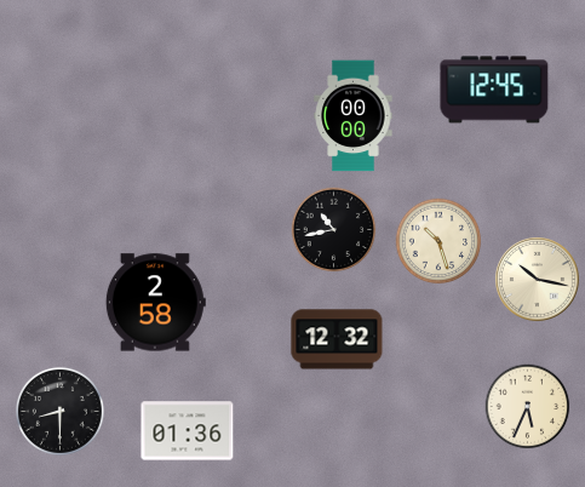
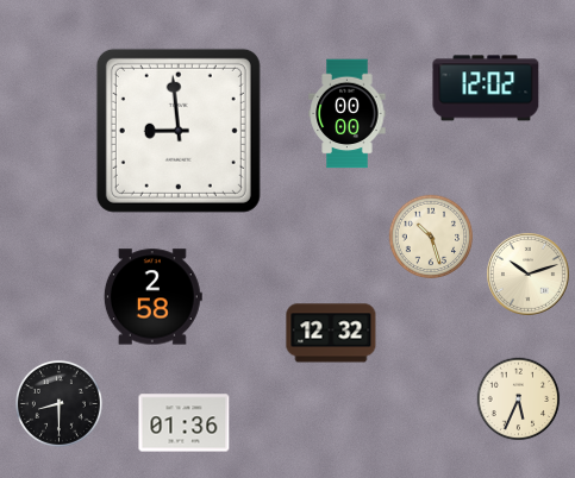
clock at (494, 90): 12:45 -> 12:02
clock at (179, 131): none -> 8:59
clock at (334, 230): 10:43 -> none
clock at (538, 280): 10:17 -> 10:12
